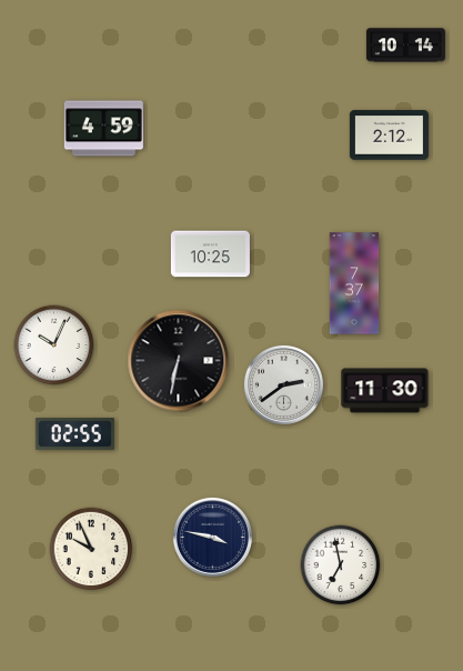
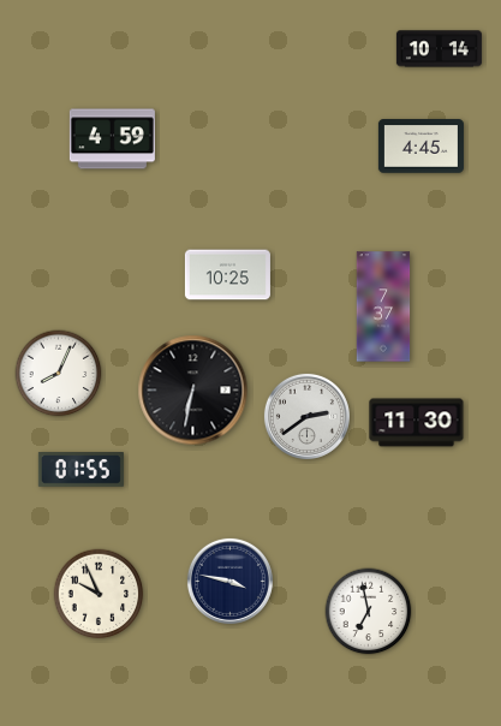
clock at (389, 136): 2:12 -> 4:45
clock at (54, 345): 10:04 -> 8:04
clock at (74, 434): 02:55 -> 01:55
